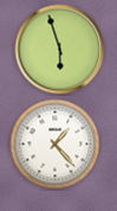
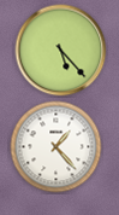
clock at (60, 50): 5:57 -> 5:23
